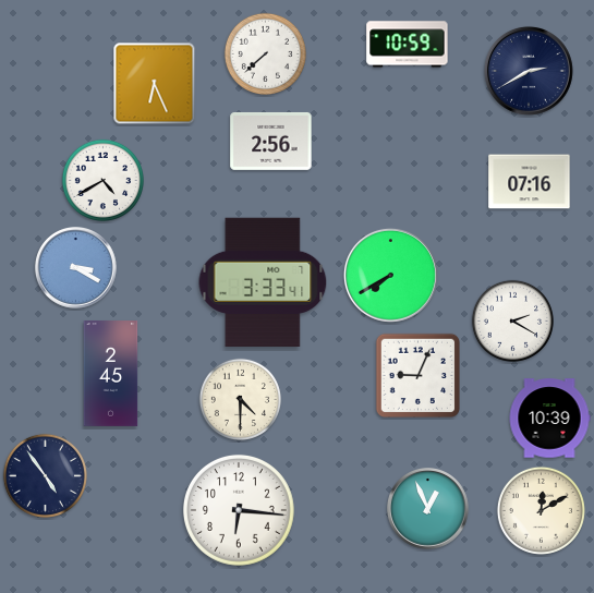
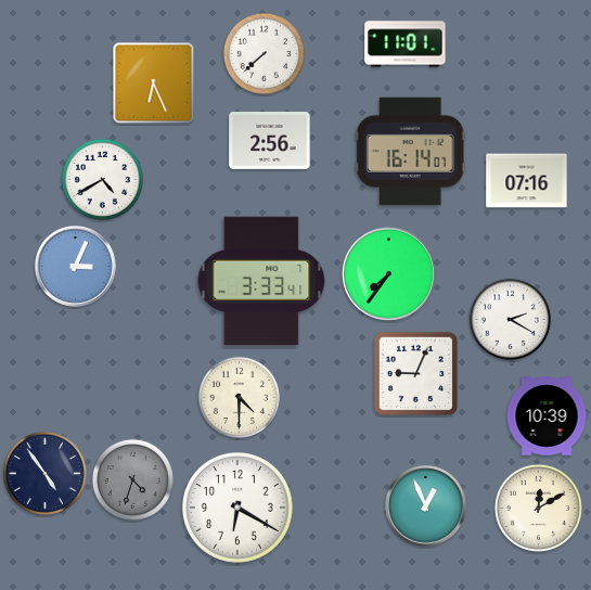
clock at (408, 45): 10:59 -> 11:01
clock at (529, 71): 2:40 -> none
clock at (410, 152): none -> 16:14
clock at (76, 268): 3:20 -> 3:04
clock at (390, 275): 7:40 -> 7:36
clock at (111, 374): 2:45 -> none
clock at (132, 479): none -> 4:33
clock at (239, 510): 6:16 -> 6:20
